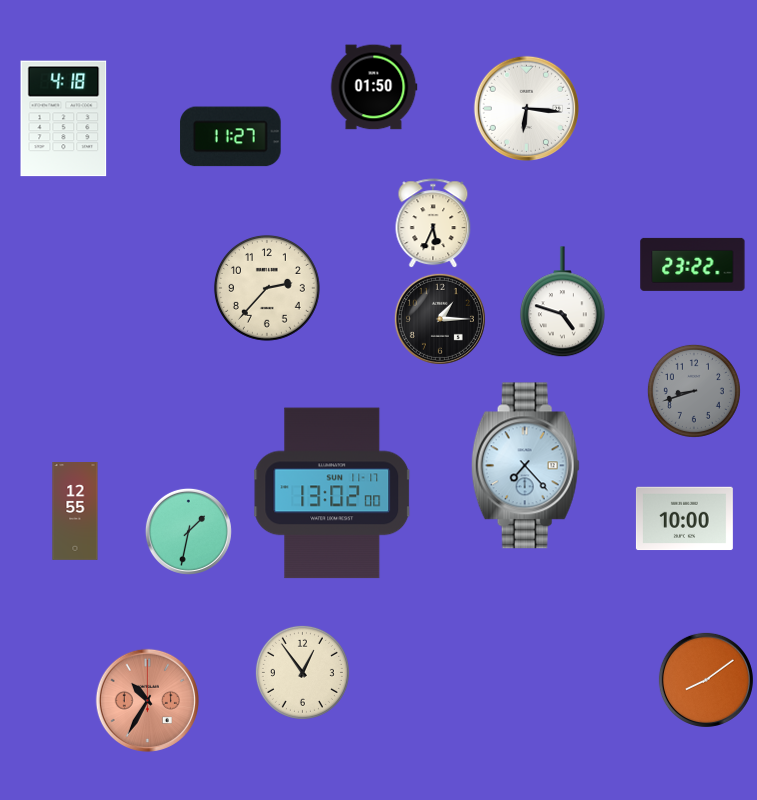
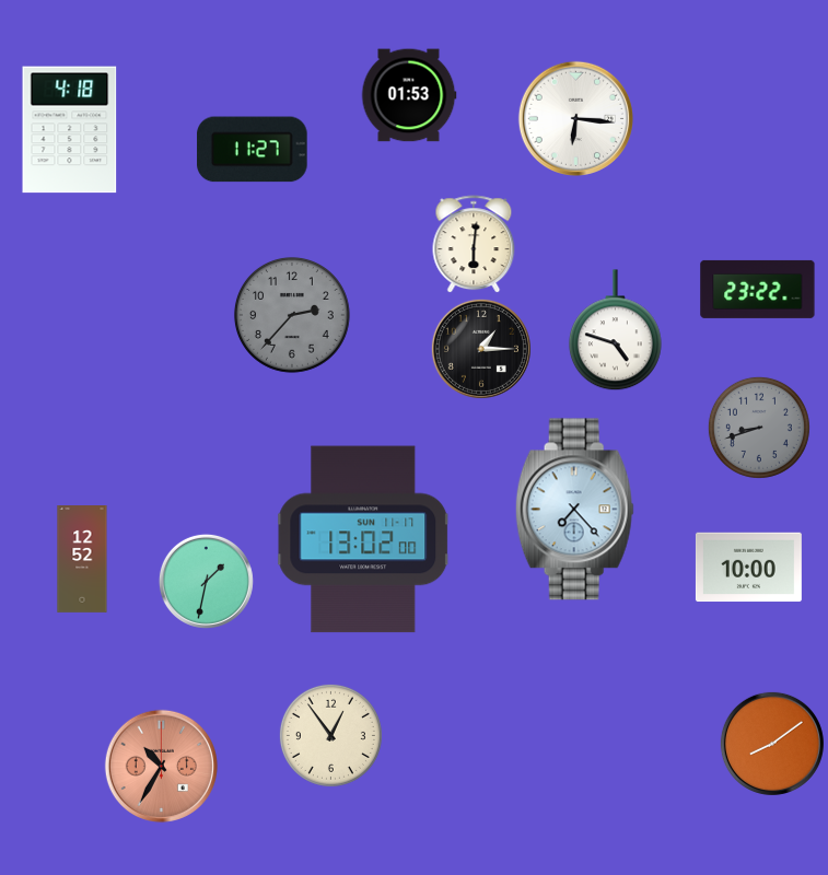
clock at (374, 87): 01:50 -> 01:53
clock at (433, 224): 5:34 -> 6:01
clock at (267, 288) dial: cream -> grey
clock at (75, 512): 12:55 -> 12:52
